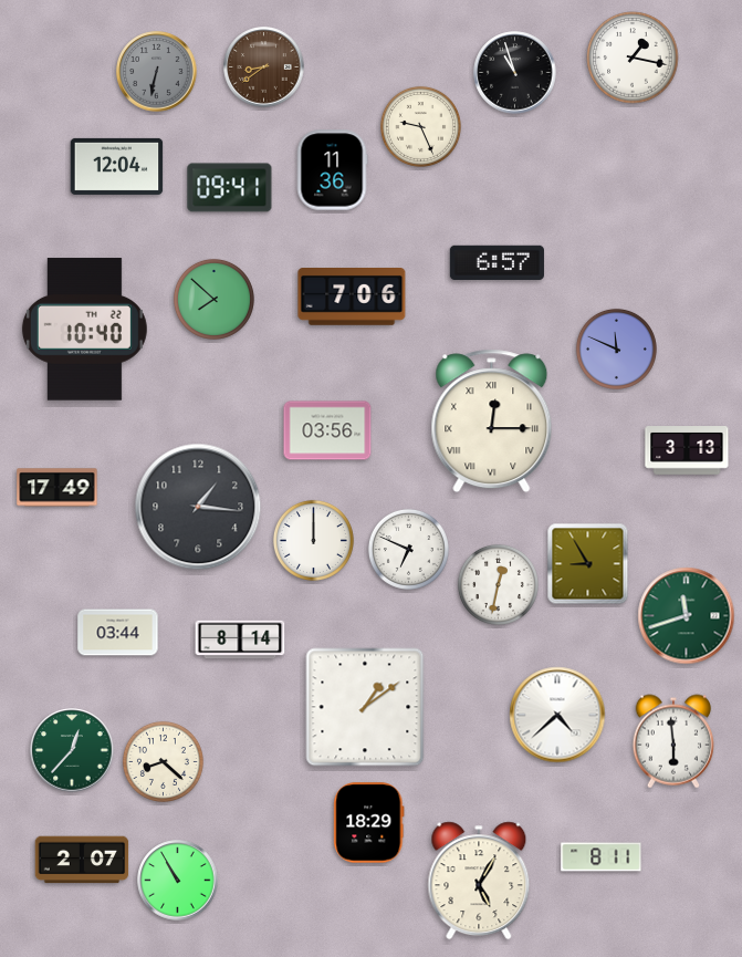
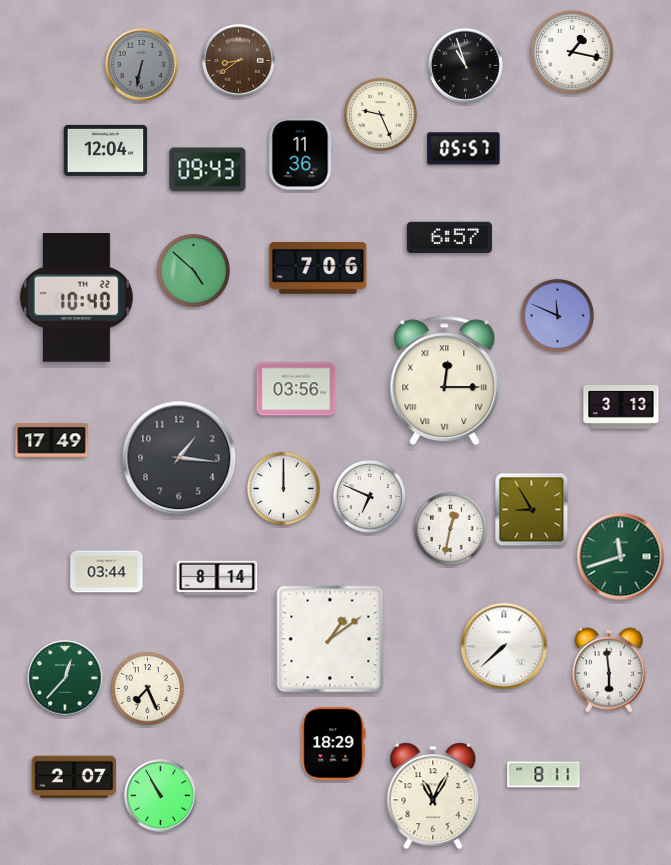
clock at (464, 149): none -> 05:57
clock at (230, 188): 09:41 -> 09:43
clock at (213, 299): 7:52 -> 4:52
clock at (557, 715): 4:38 -> 7:38
clock at (163, 761): 8:22 -> 7:26
clock at (479, 881): 5:05 -> 11:05
